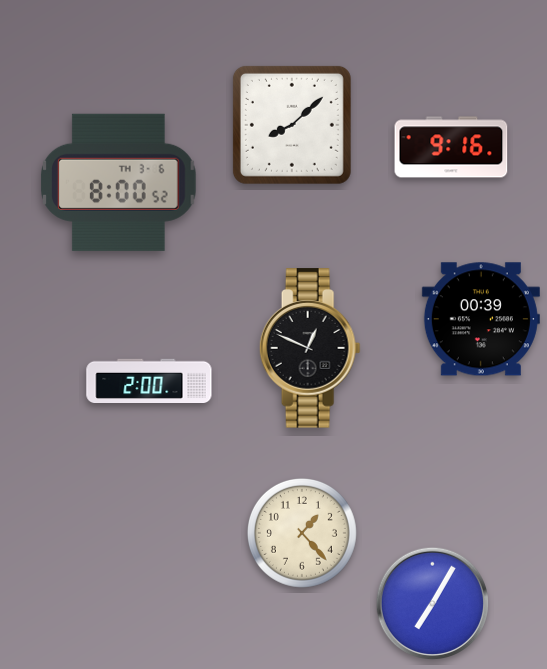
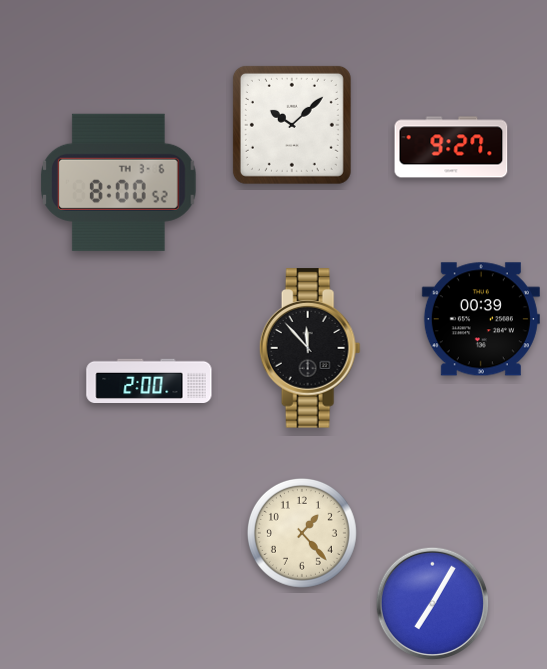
clock at (292, 125): 8:08 -> 10:08
clock at (451, 147): 9:16 -> 9:27
clock at (310, 348): 12:49 -> 11:53
